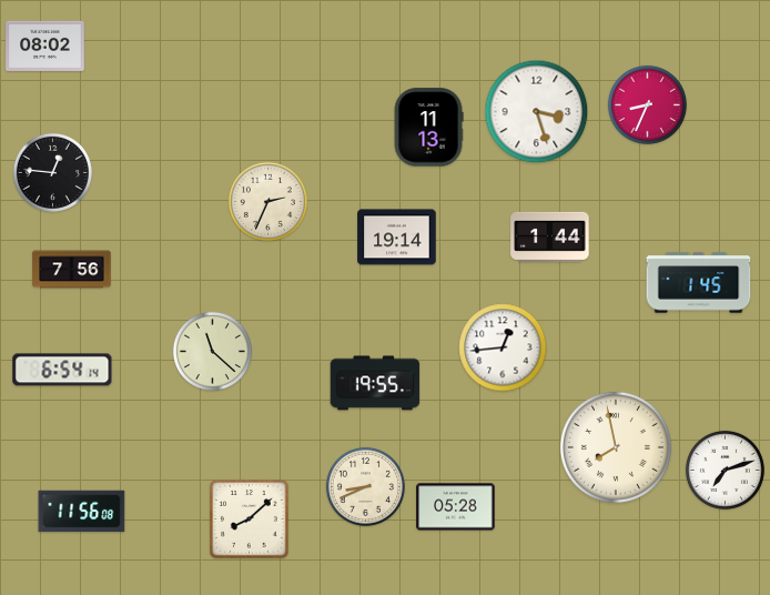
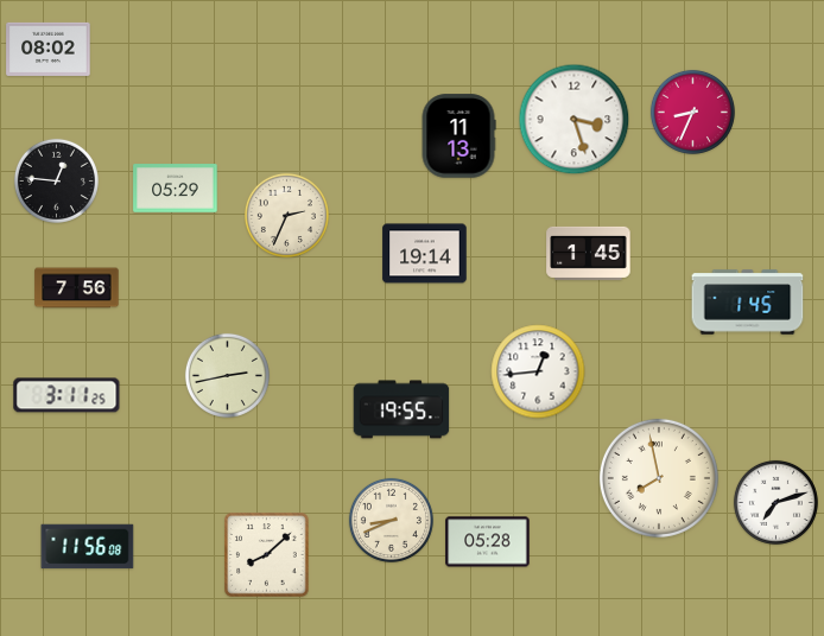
clock at (52, 172) position: (52, 172) -> (56, 180)
clock at (176, 189): none -> 05:29
clock at (550, 236): 1:44 -> 1:45
clock at (212, 351): 11:22 -> 2:43
clock at (62, 370): 6:54 -> 3:11
